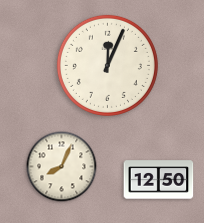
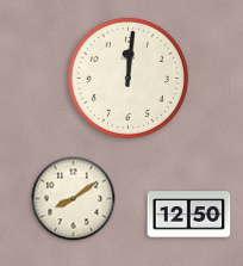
clock at (107, 65): 12:04 -> 12:01
clock at (62, 167): 8:04 -> 8:09
